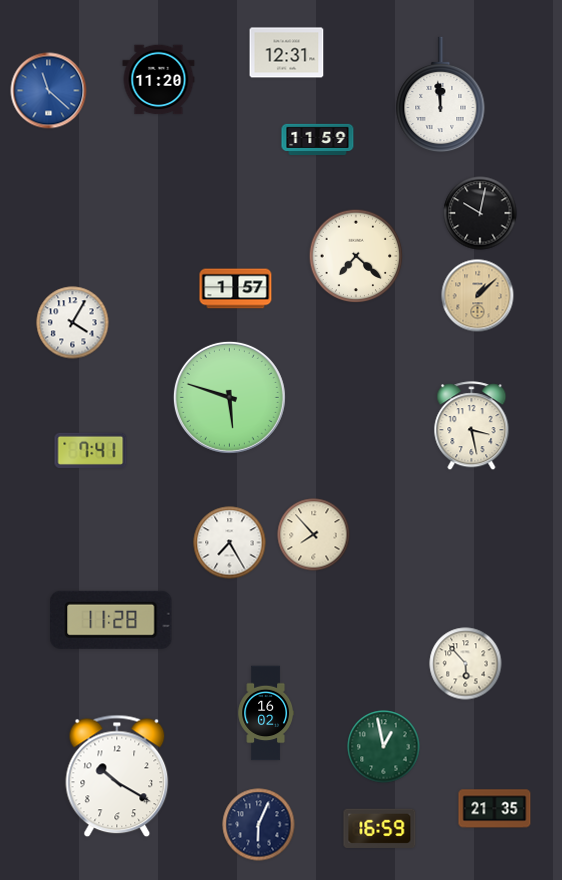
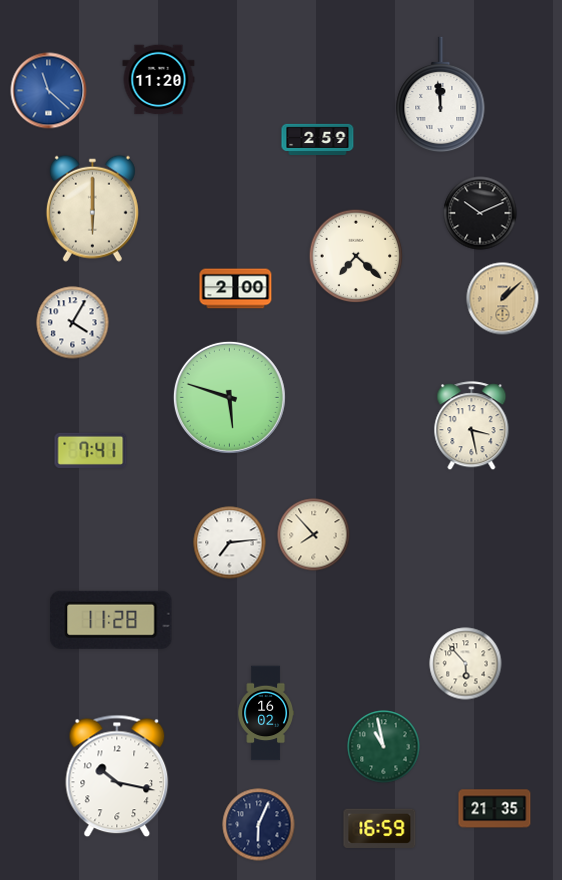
clock at (287, 53): 12:31 -> none
clock at (318, 139): 11:59 -> 2:59
clock at (92, 208): none -> 6:00
clock at (480, 213): 10:02 -> 10:11
clock at (236, 289): 1:57 -> 2:00
clock at (478, 296) position: (478, 296) -> (503, 299)
clock at (230, 543): 7:25 -> 7:14
clock at (384, 747): 12:58 -> 10:58
clock at (117, 776): 10:20 -> 10:17
